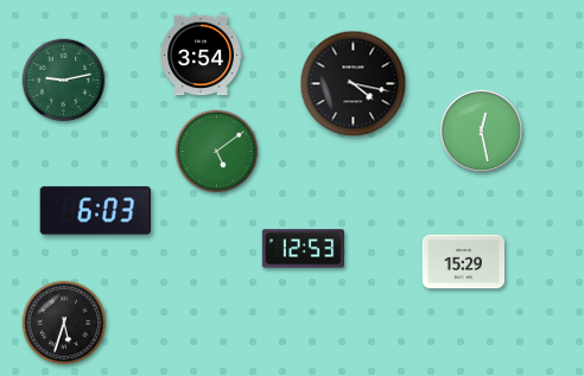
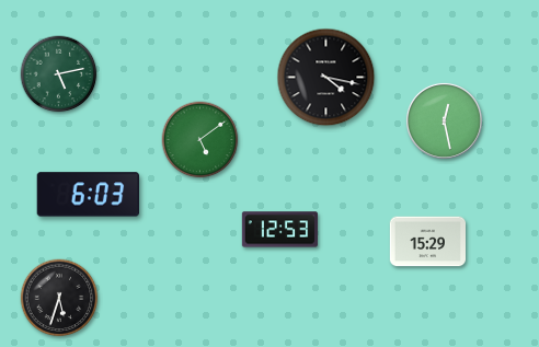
clock at (201, 56): 3:54 -> none
clock at (64, 81): 9:13 -> 5:13
